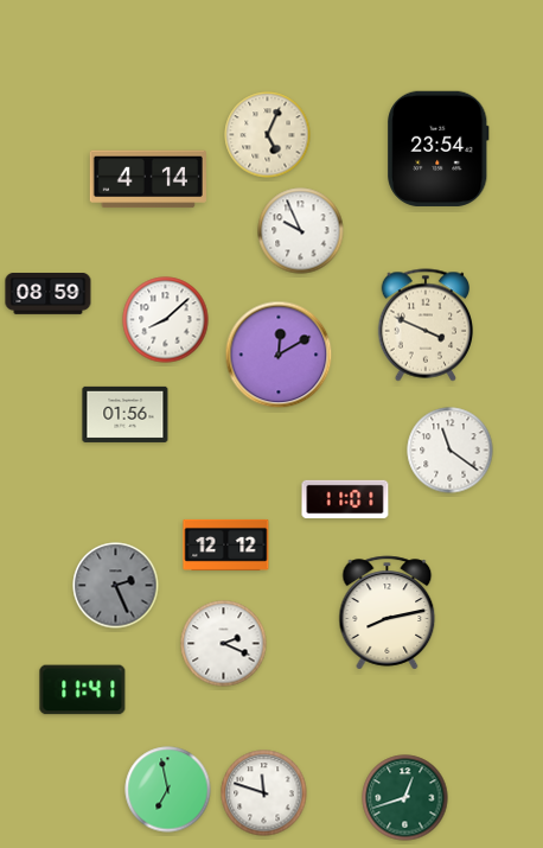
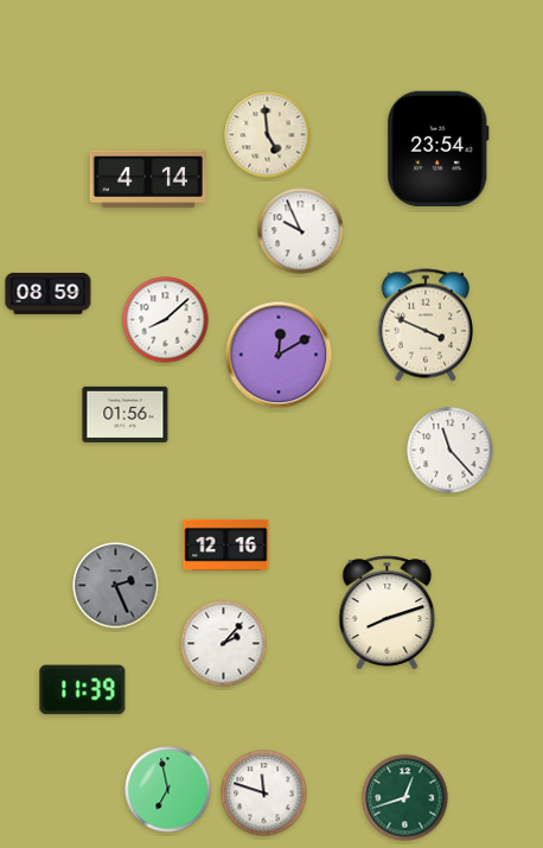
clock at (268, 135): 5:04 -> 4:59
clock at (451, 451): 11:21 -> 11:23
clock at (345, 498): 11:01 -> none
clock at (226, 544): 12:12 -> 12:16
clock at (388, 613): 8:13 -> 8:12
clock at (224, 644): 2:19 -> 2:07
clock at (83, 690): 11:41 -> 11:39
